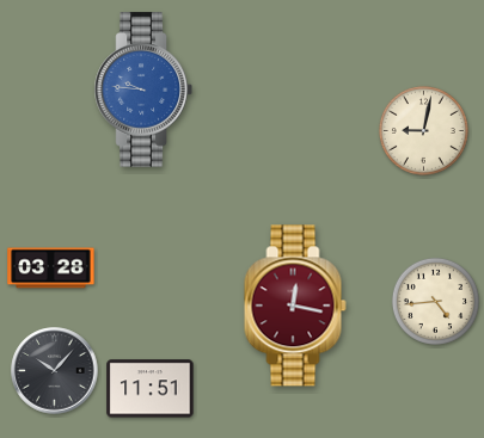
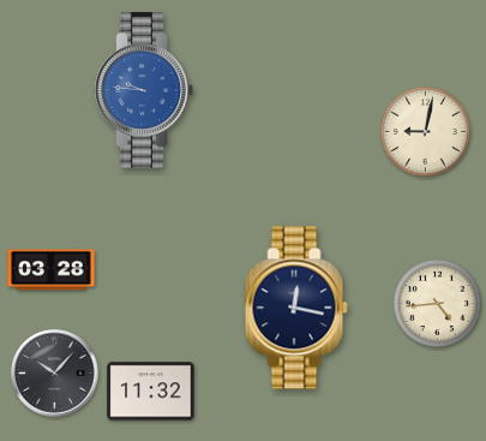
clock at (295, 306) dial: burgundy -> navy
clock at (151, 389): 11:51 -> 11:32
